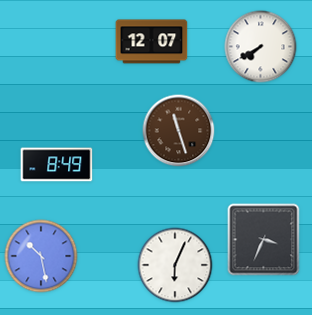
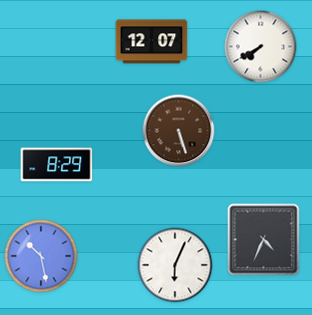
clock at (179, 131): 11:27 -> 5:27
clock at (57, 165): 8:49 -> 8:29
clock at (264, 240): 3:34 -> 4:34
